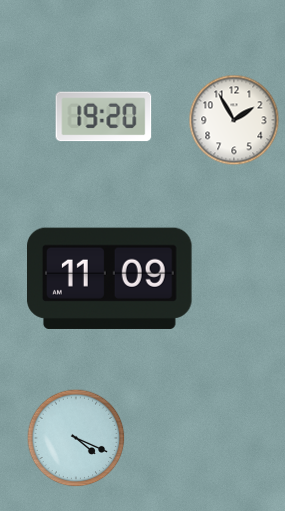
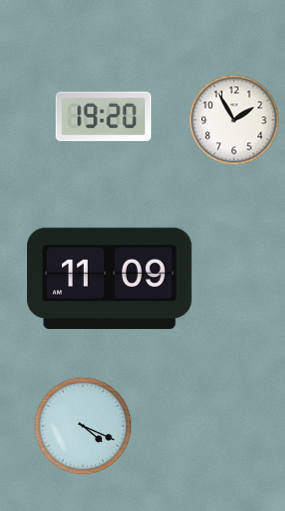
clock at (76, 438) position: (76, 438) -> (83, 426)
